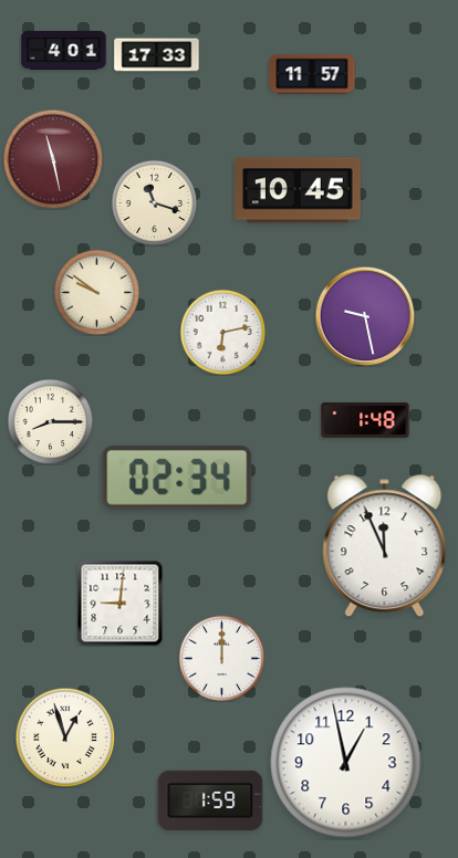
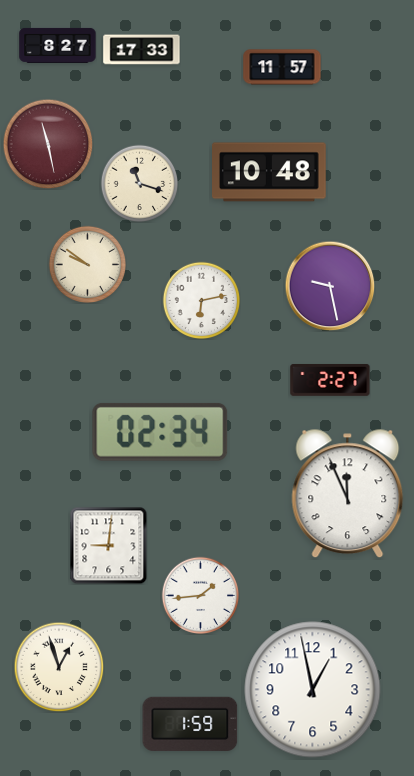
clock at (64, 50): 4:01 -> 8:27
clock at (299, 190): 10:45 -> 10:48
clock at (365, 420): 1:48 -> 2:27
clock at (50, 421): 8:15 -> none
clock at (221, 658): 12:00 -> 1:44
